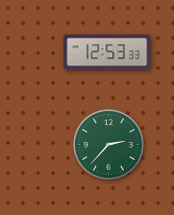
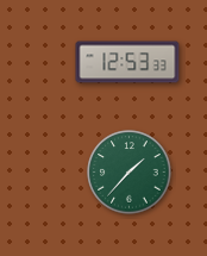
clock at (109, 145): 2:37 -> 1:37
